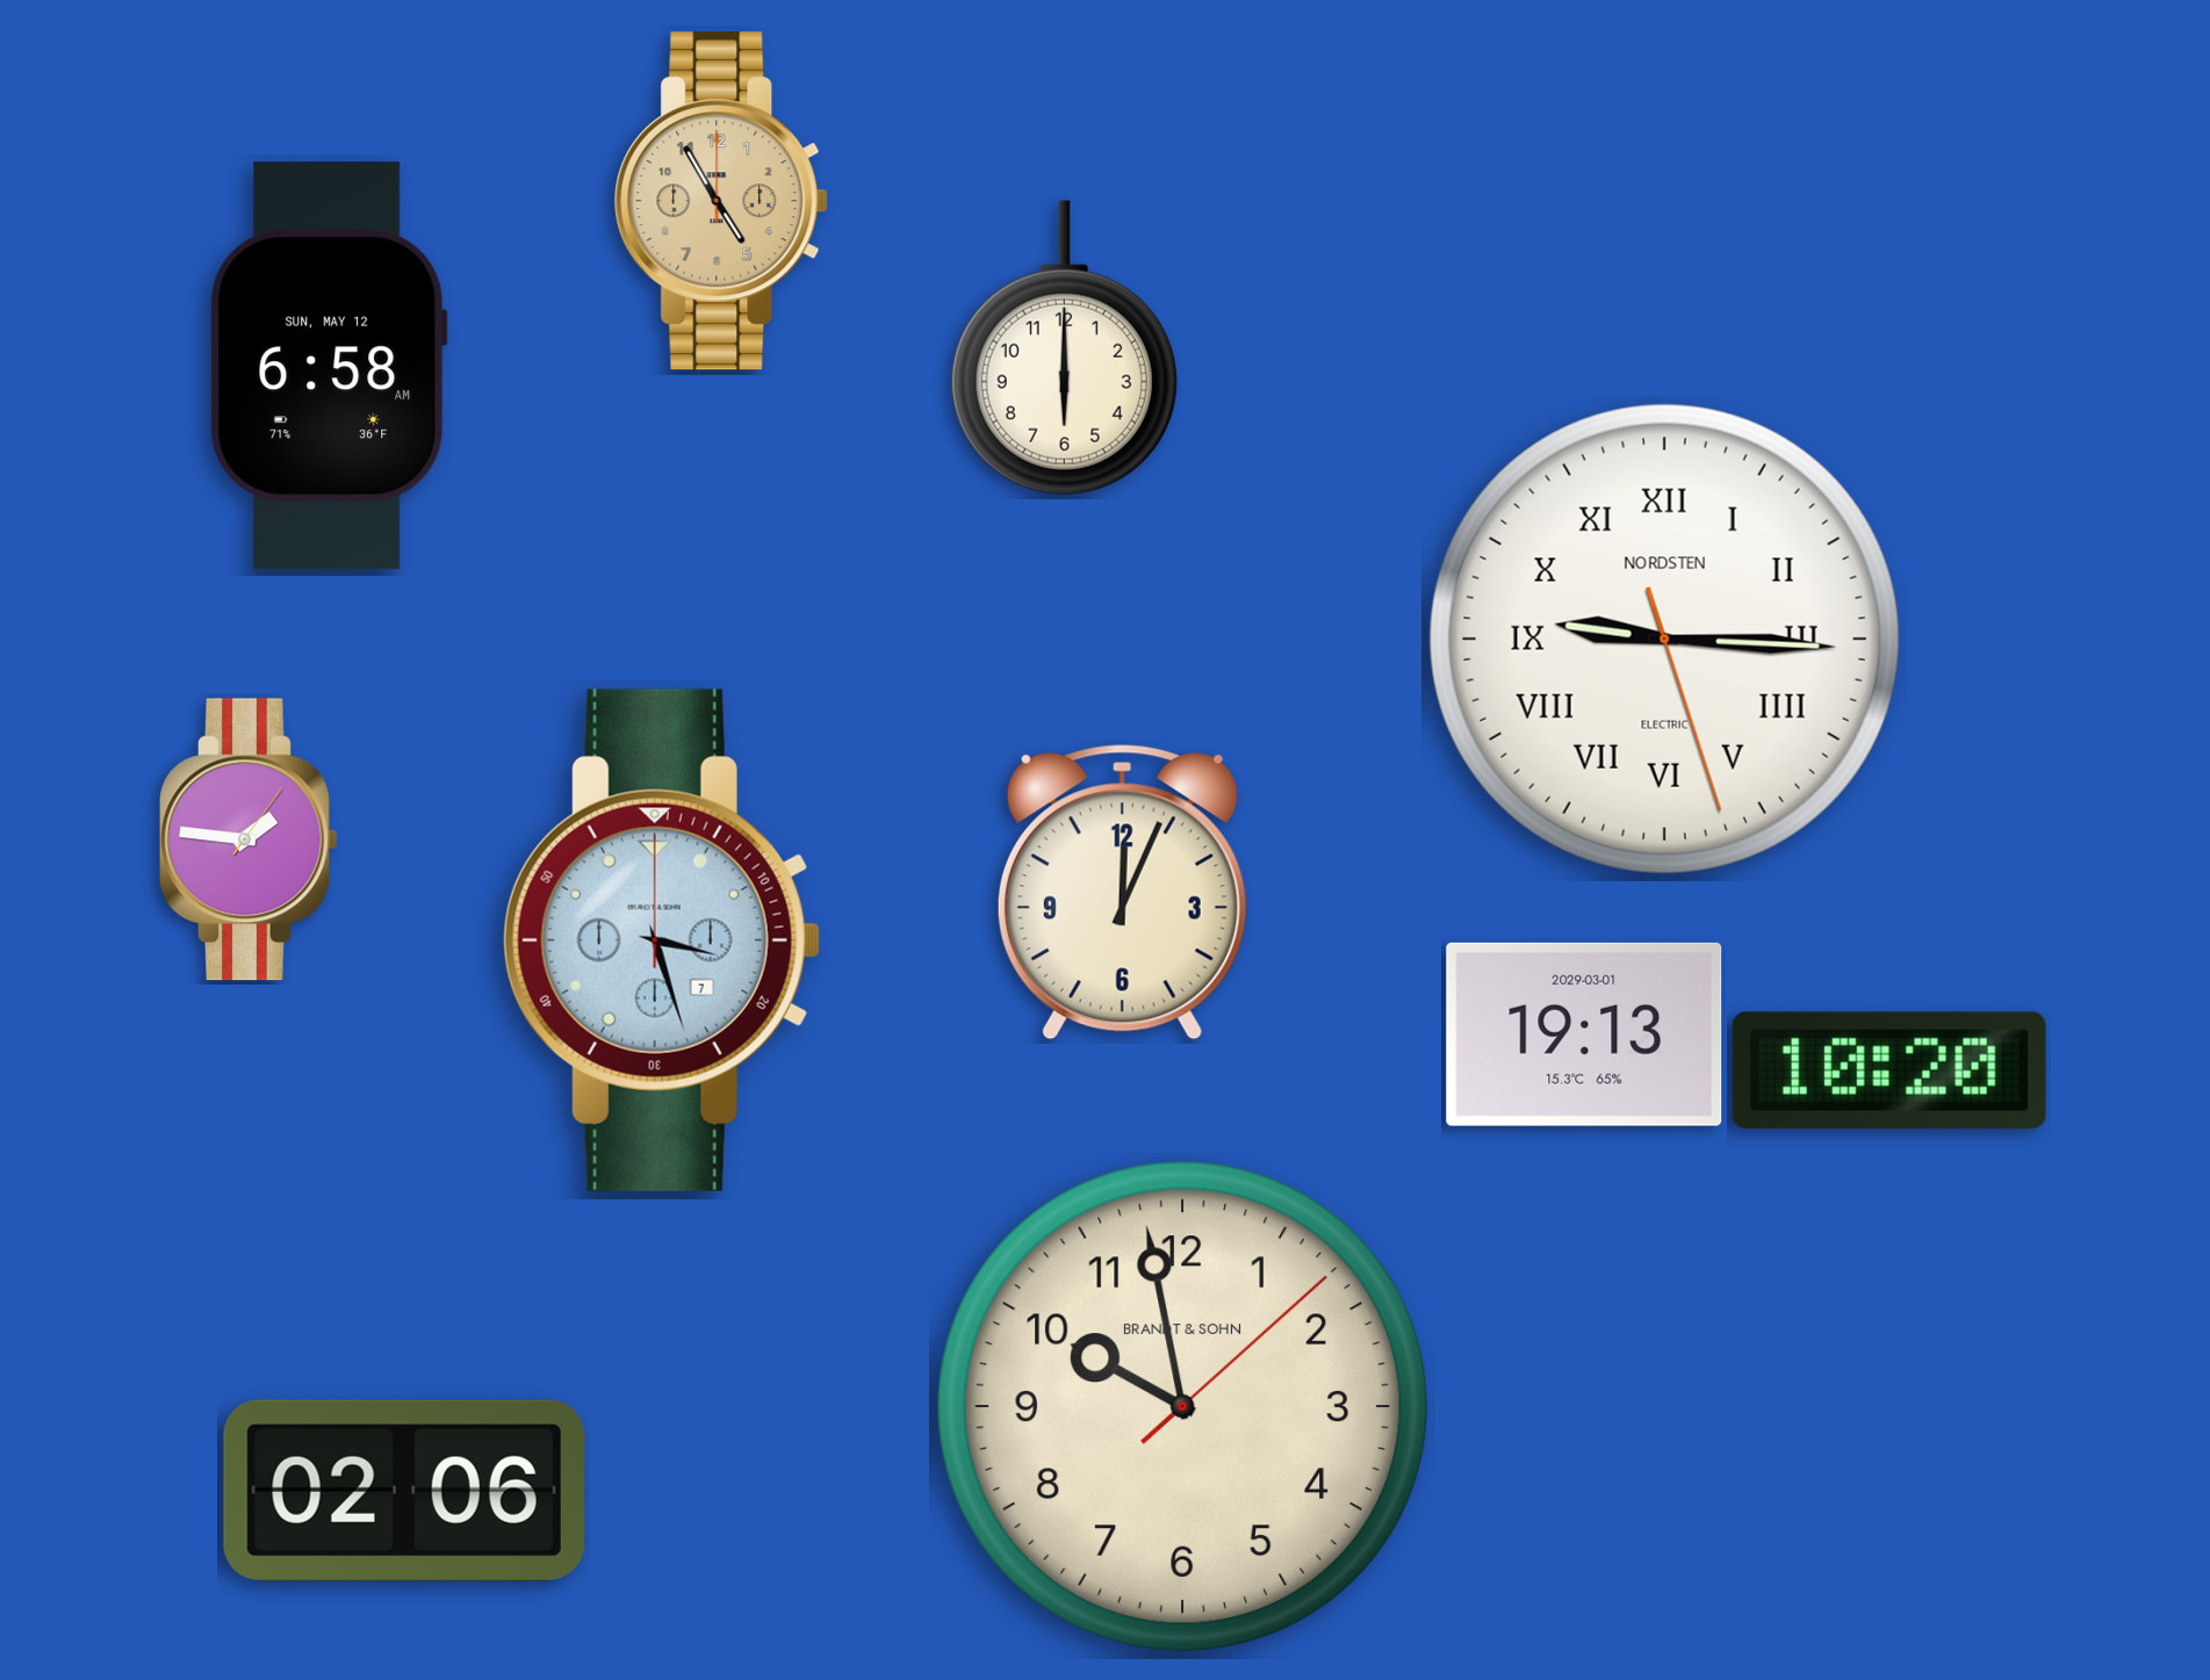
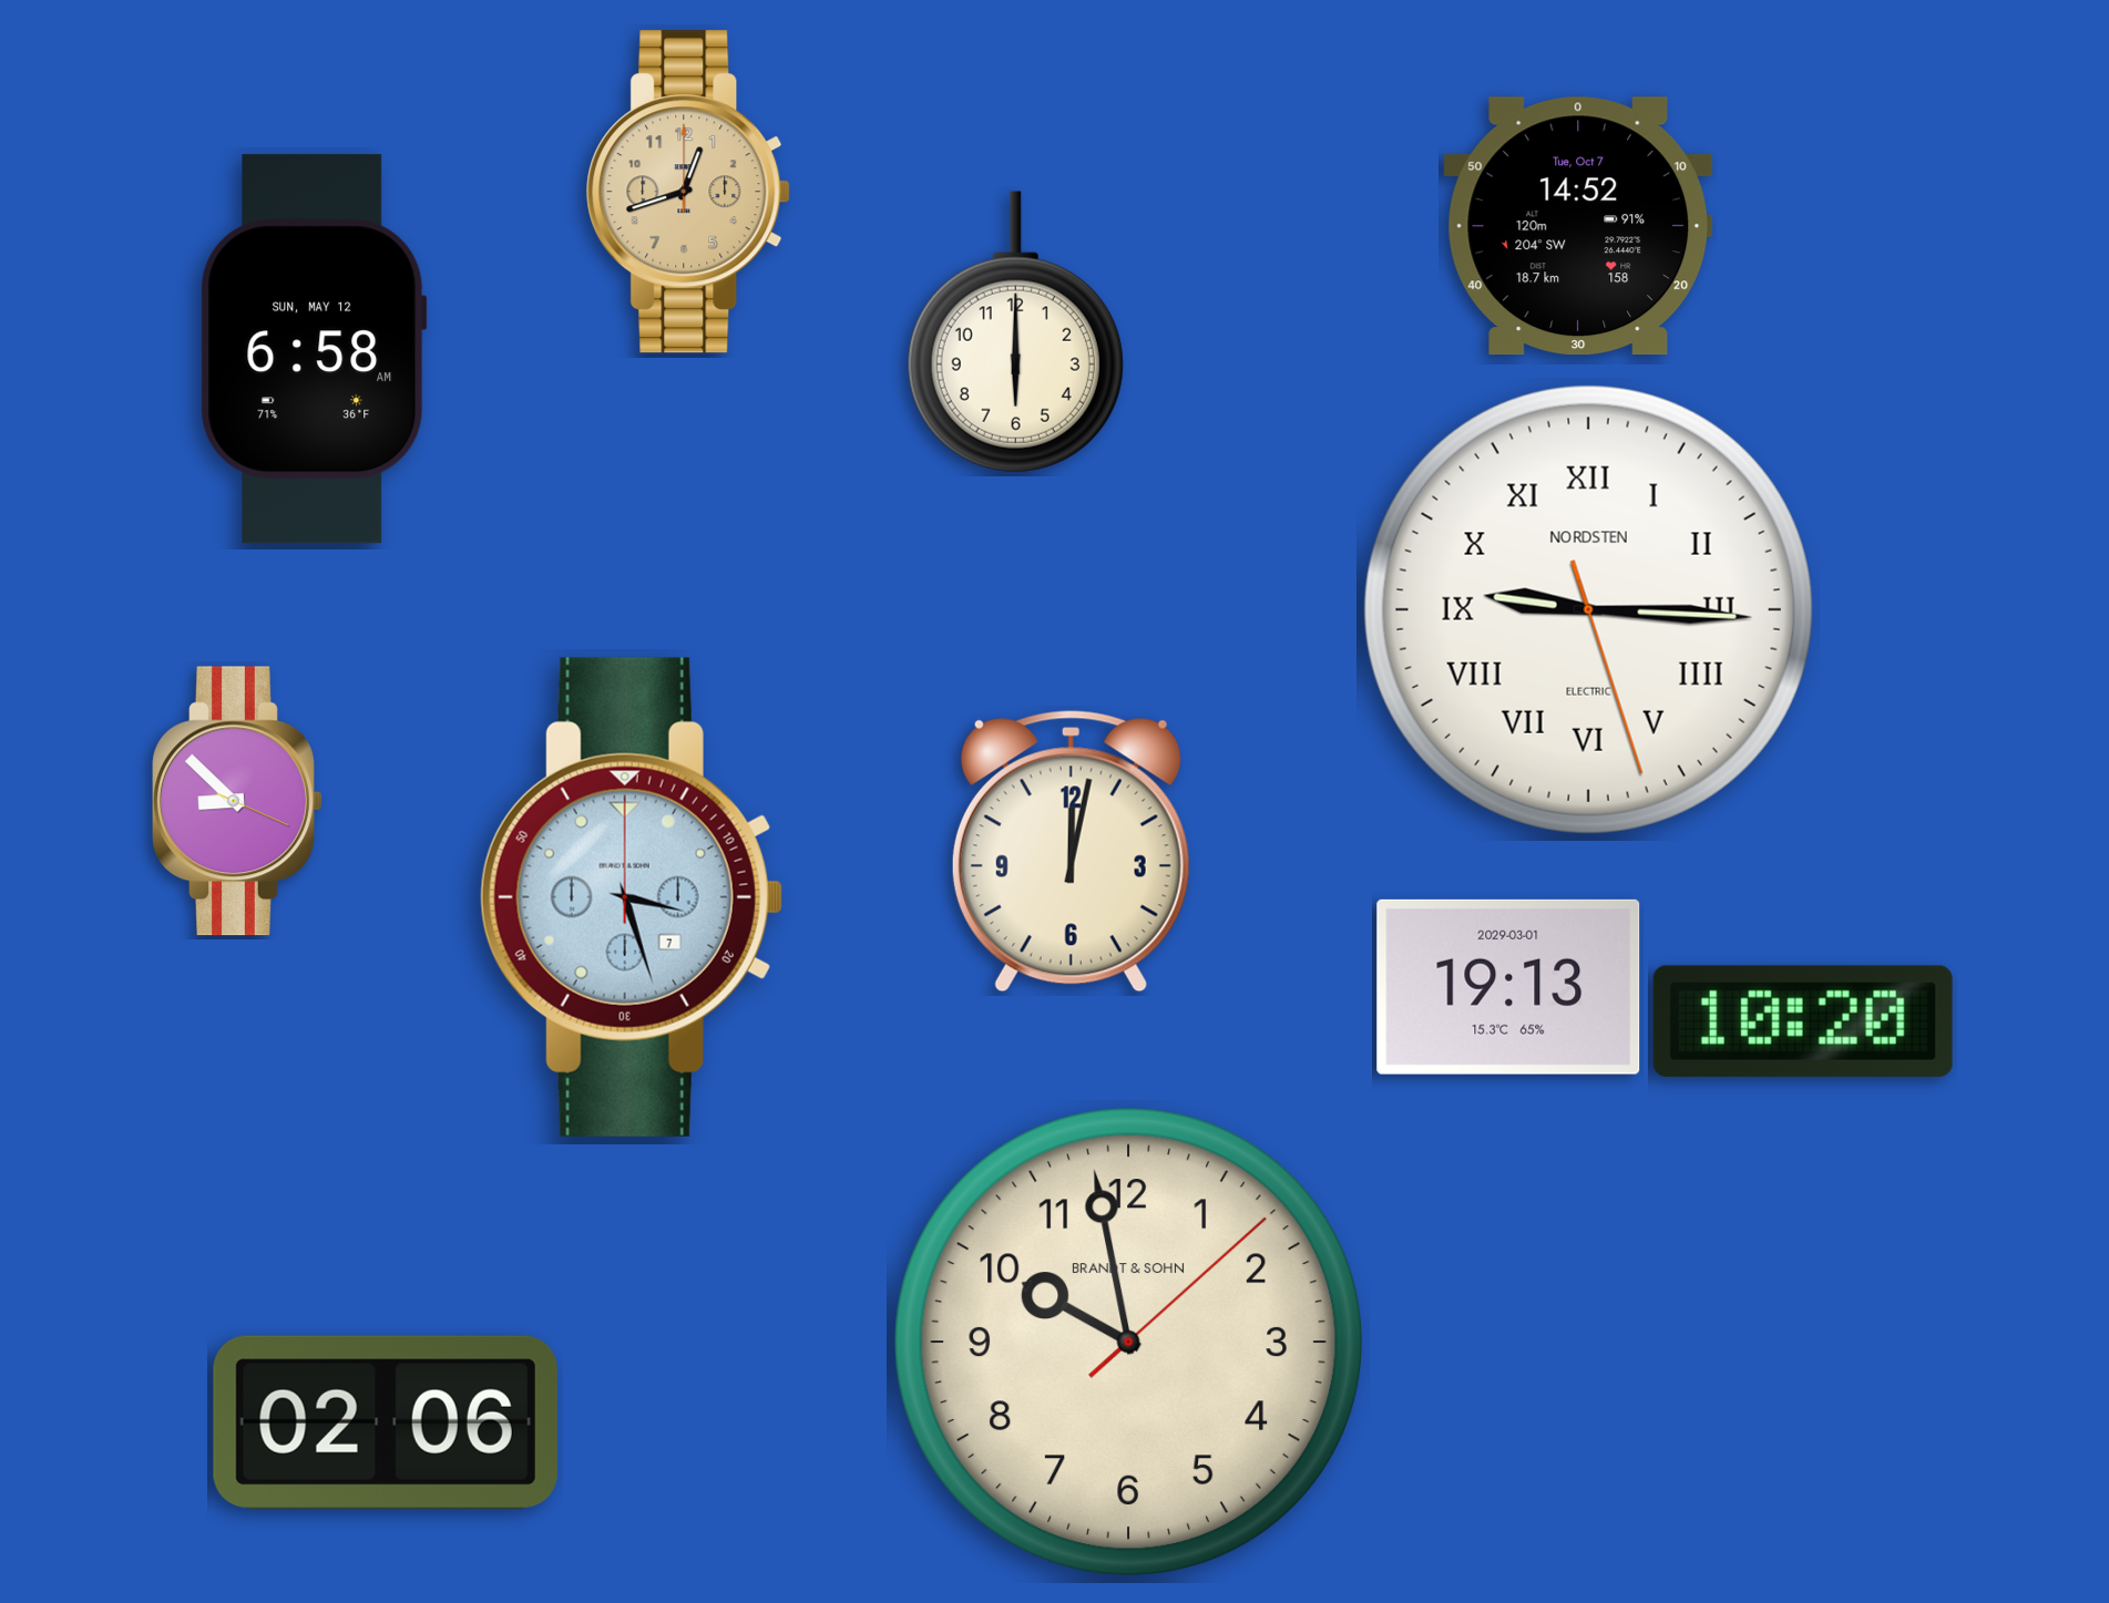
clock at (721, 201): 4:55 -> 12:42
clock at (1578, 226): none -> 14:52
clock at (249, 839): 1:46 -> 8:52
clock at (1122, 893): 12:04 -> 12:02
clock at (1584, 1034) position: (1584, 1034) -> (1508, 987)
